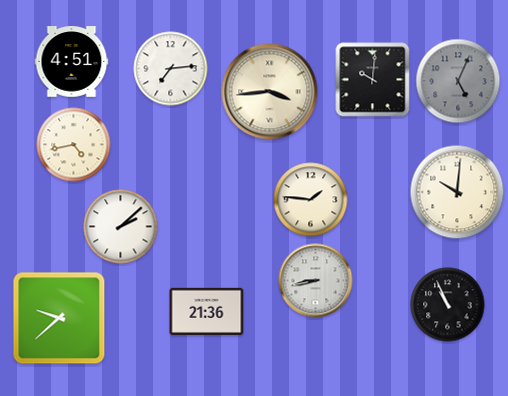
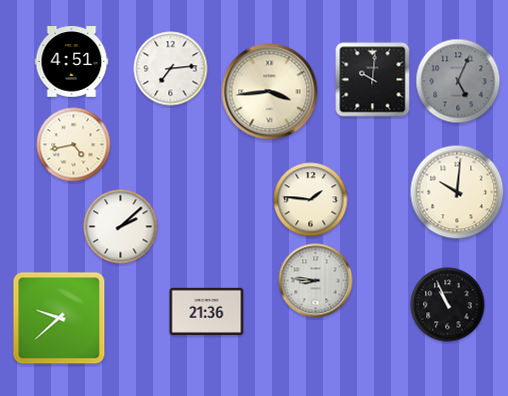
clock at (316, 281): 8:43 -> 8:46
